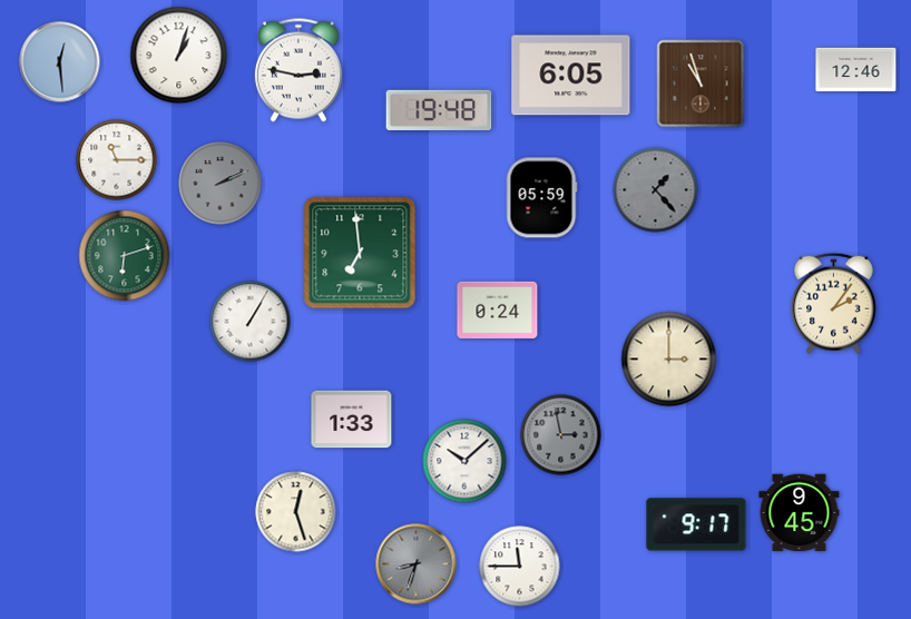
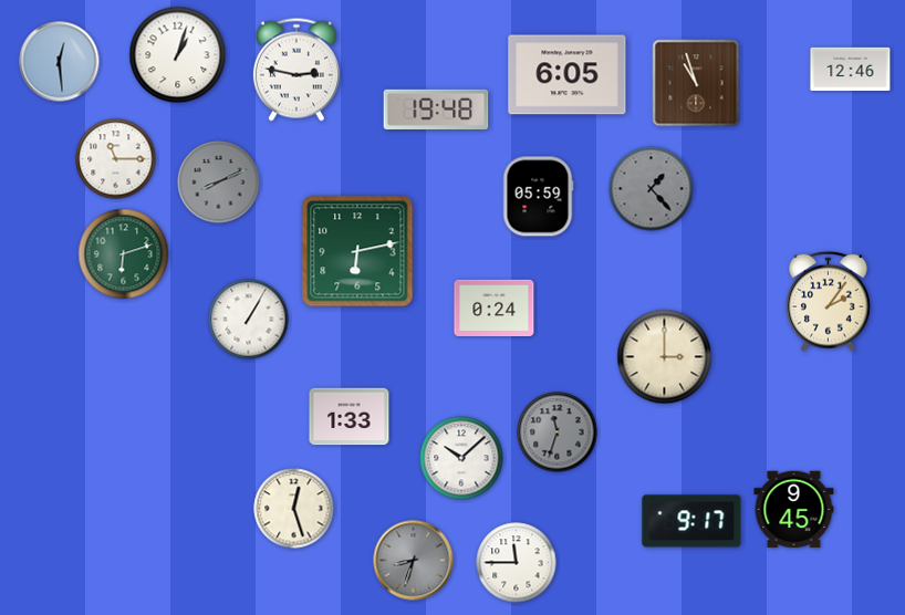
clock at (221, 184): 2:11 -> 8:11
clock at (360, 253): 6:59 -> 6:13
clock at (561, 435): 2:58 -> 11:33
